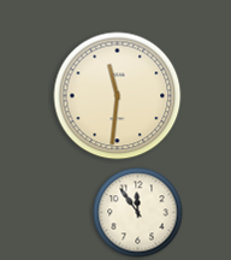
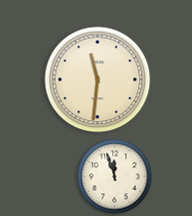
clock at (138, 213): 11:54 -> 11:57
